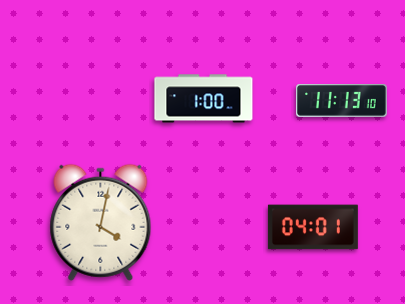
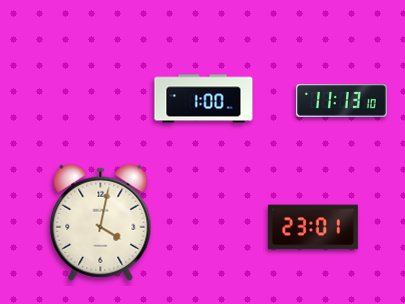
clock at (313, 227): 04:01 -> 23:01
